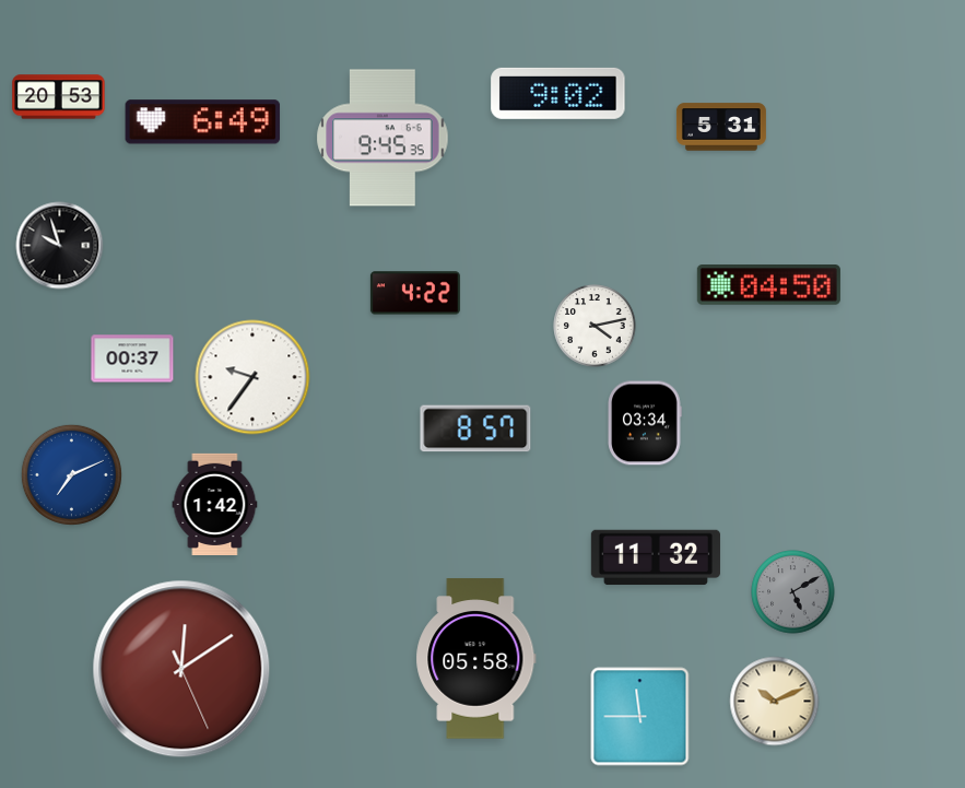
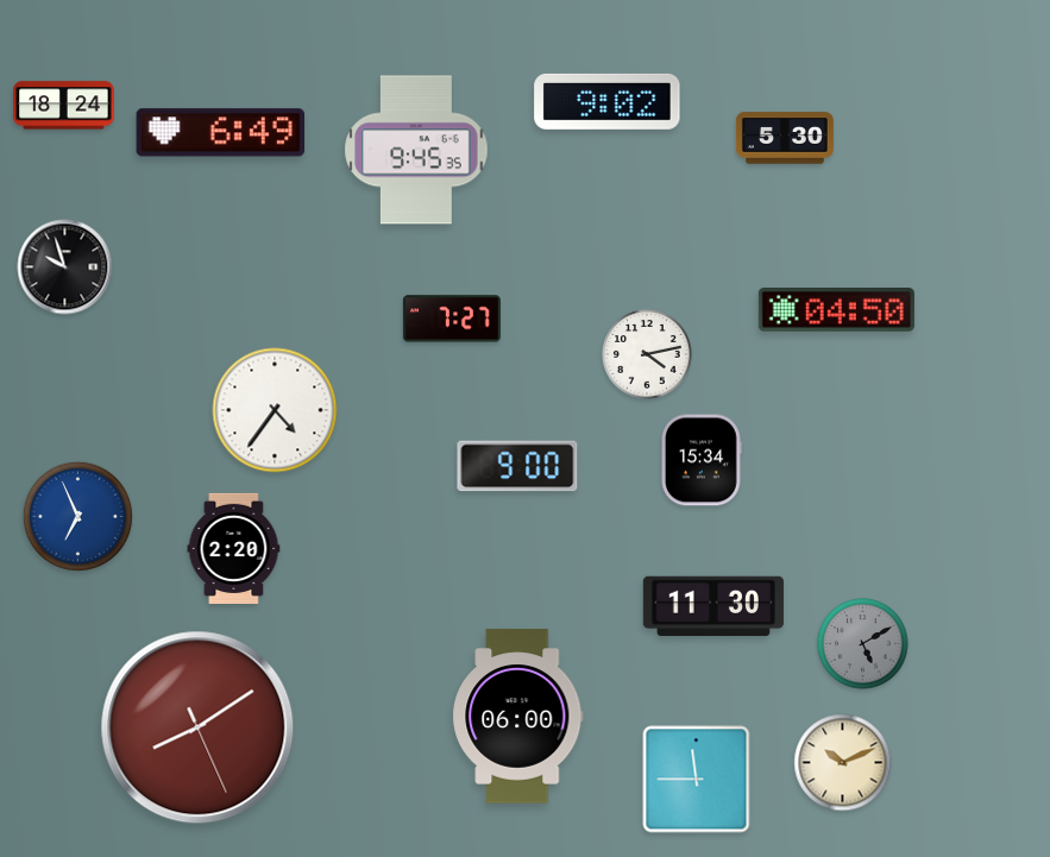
clock at (59, 97): 20:53 -> 18:24
clock at (721, 127): 5:31 -> 5:30
clock at (415, 293): 4:22 -> 7:27
clock at (132, 358): 00:37 -> none
clock at (252, 377): 9:36 -> 4:36
clock at (645, 423): 03:34 -> 15:34
clock at (475, 428): 8:57 -> 9:00
clock at (71, 474): 7:11 -> 6:56
clock at (215, 504): 1:42 -> 2:20
clock at (656, 557): 11:32 -> 11:30
clock at (476, 659): 05:58 -> 06:00
clock at (181, 669): 12:09 -> 8:09
